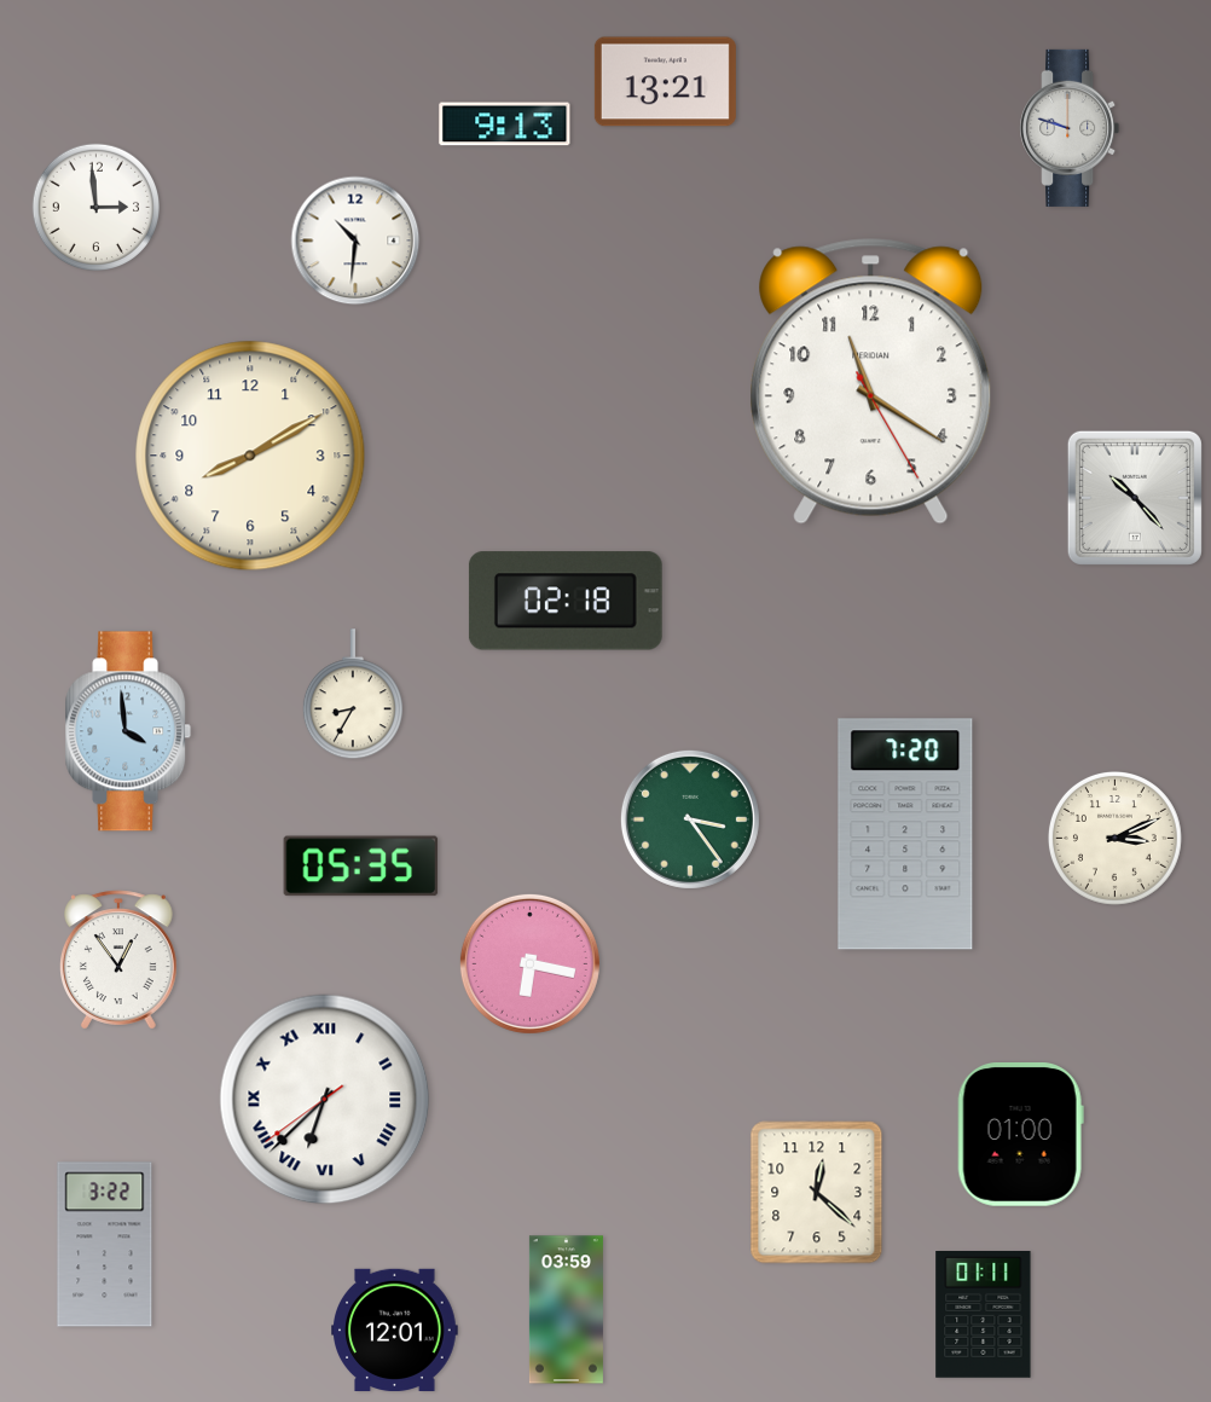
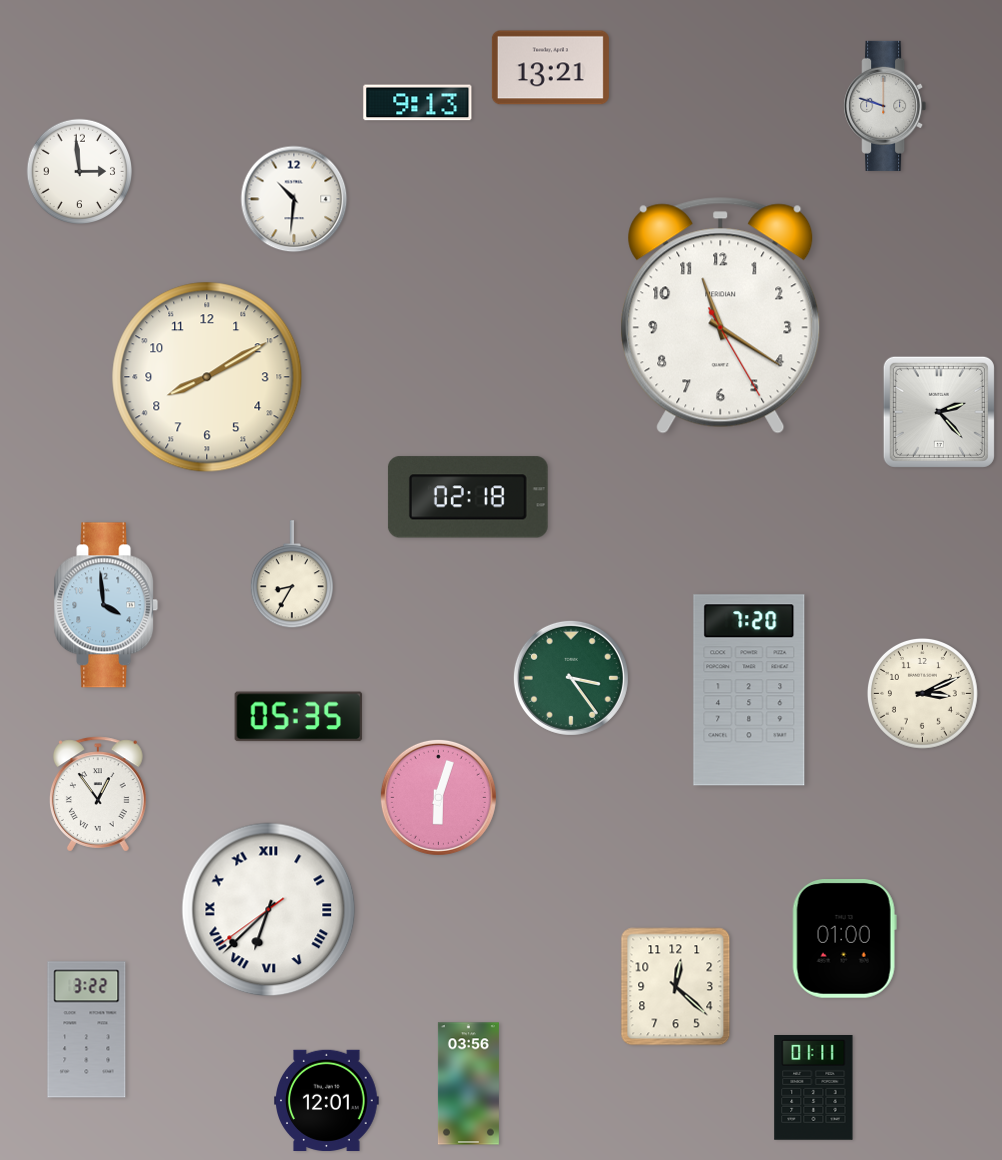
clock at (1135, 498): 10:23 -> 2:23
clock at (529, 963): 6:17 -> 6:03
clock at (566, 1310): 03:59 -> 03:56
